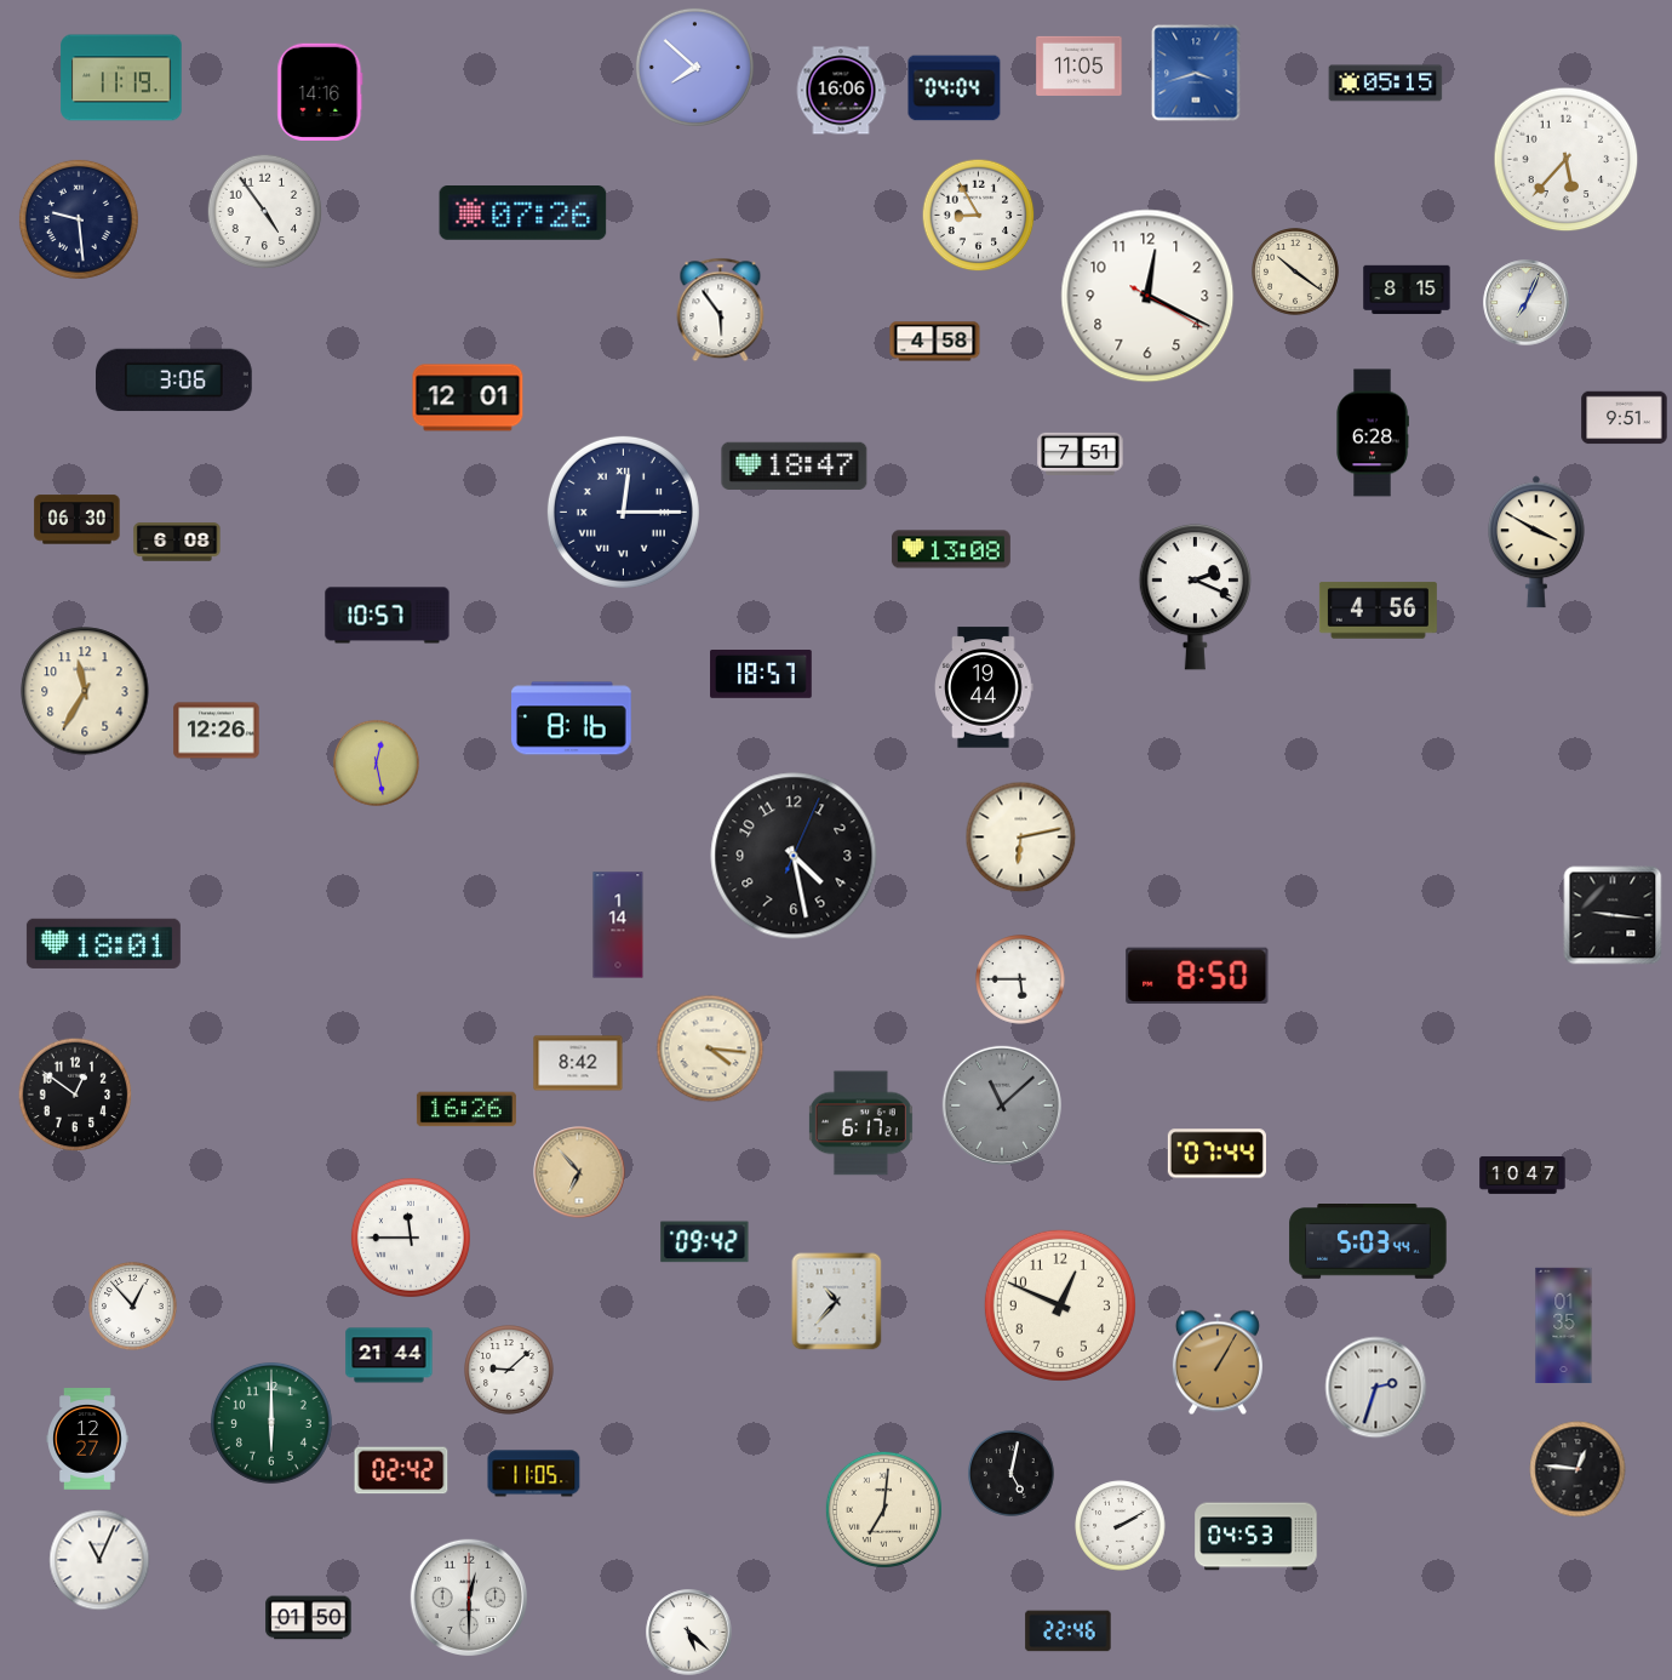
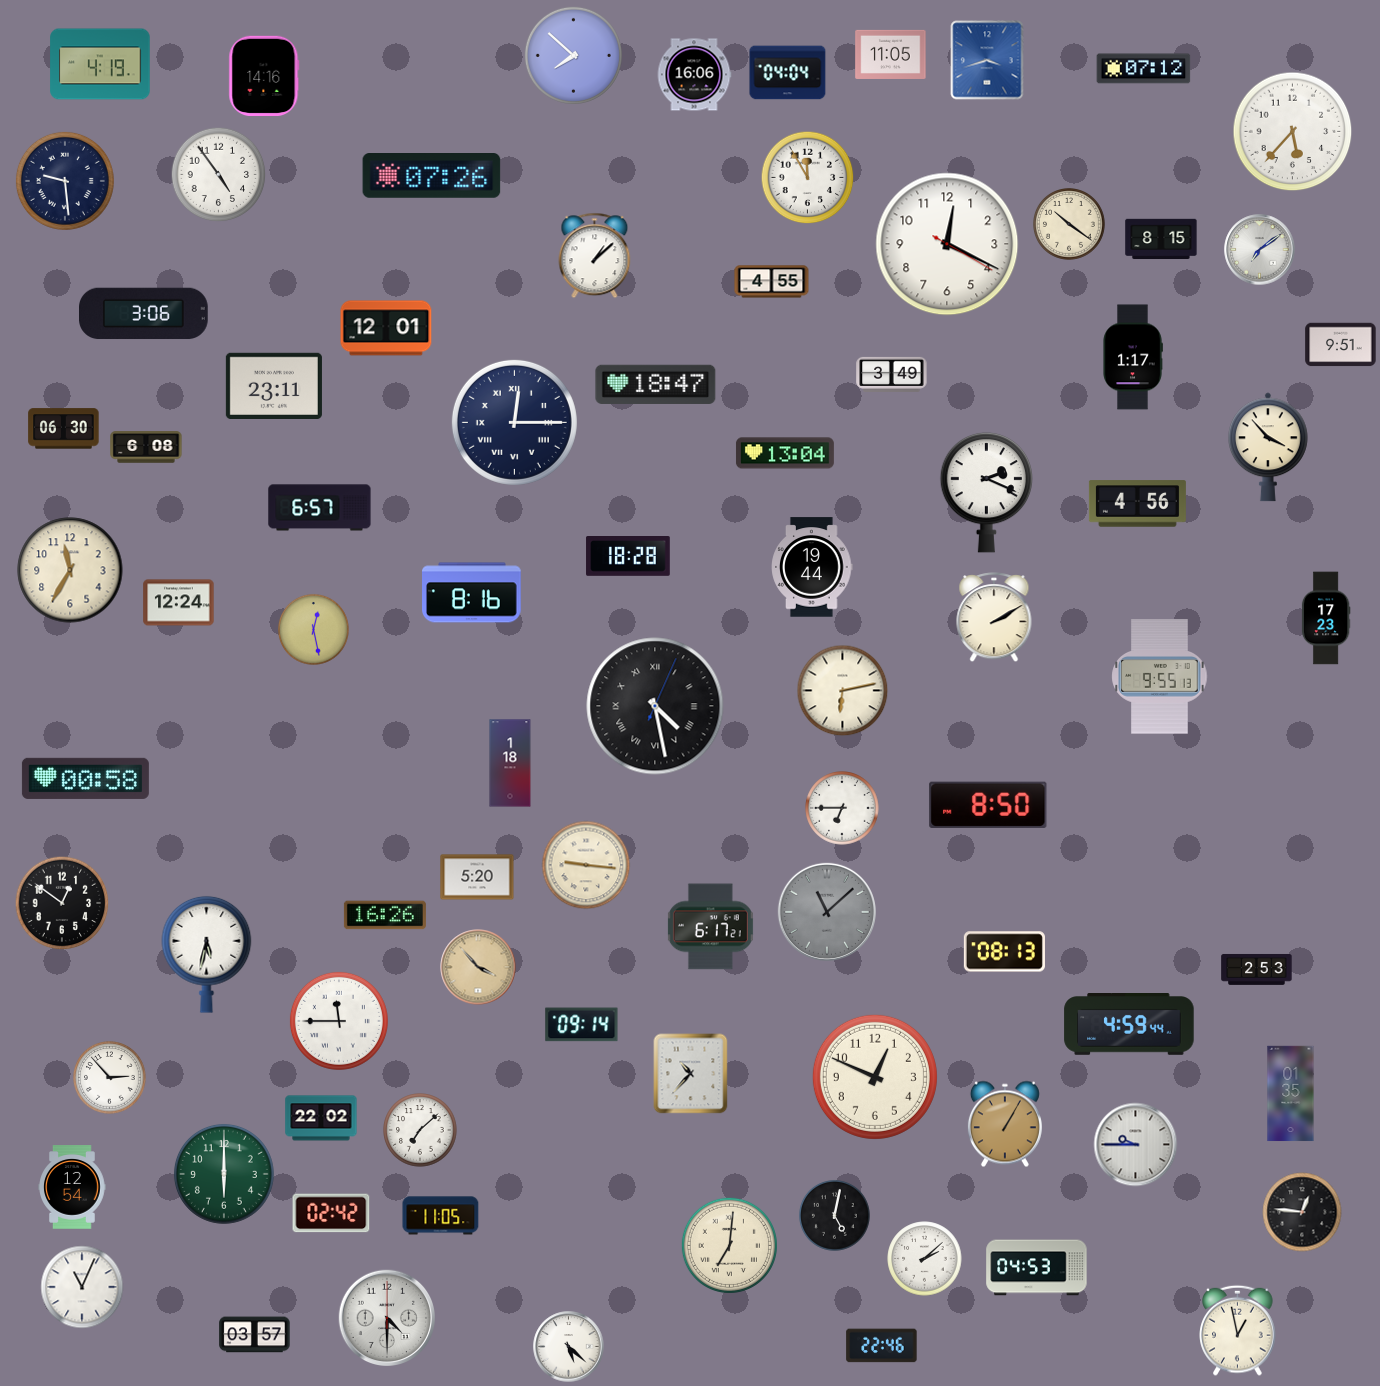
clock at (121, 78): 11:19 -> 4:19
clock at (1386, 84): 05:15 -> 07:12
clock at (979, 216): 8:55 -> 11:55
clock at (1527, 303): 7:04 -> 7:09
clock at (721, 310): 5:54 -> 1:08
clock at (935, 342): 4:58 -> 4:55
clock at (1373, 433): 6:28 -> 1:17
clock at (1081, 453): 7:51 -> 3:49
clock at (274, 385): none -> 23:11
clock at (1538, 542): 3:50 -> 3:53
clock at (951, 549): 13:08 -> 13:04
clock at (388, 616): 10:57 -> 6:57
clock at (761, 675): 18:57 -> 18:28
clock at (217, 731): 12:26 -> 12:24
clock at (994, 618): none -> 2:10
clock at (1326, 618): none -> 17:23
clock at (376, 762) position: (376, 762) -> (313, 629)
clock at (1160, 677): none -> 9:55
clock at (794, 856) numerals: Arabic -> Roman
clock at (1613, 915): 9:16 -> none
clock at (618, 925): 1:14 -> 1:18
clock at (103, 943): 18:01 -> 00:58
clock at (1020, 979): 5:45 -> 6:45
clock at (710, 1048): 4:16 -> 9:16
clock at (578, 1063): 8:42 -> 5:20
clock at (1216, 1154): 07:44 -> 08:13
clock at (207, 954): none -> 5:32
clock at (579, 1172): 6:53 -> 3:53
clock at (1523, 1175): 10:47 -> 2:53
clock at (705, 1242): 09:42 -> 09:14
clock at (1368, 1242): 5:03 -> 4:59
clock at (133, 1307): 12:53 -> 2:53
clock at (389, 1355): 21:44 -> 22:02
clock at (509, 1370): 9:08 -> 7:08
clock at (1376, 1388): 2:33 -> 9:45
clock at (87, 1439): 12:27 -> 12:54
clock at (1121, 1526): 2:10 -> 2:08
clock at (468, 1596): 12:30 -> 4:30
clock at (1238, 1330): none -> 12:58
clock at (309, 1618): 01:50 -> 03:57
